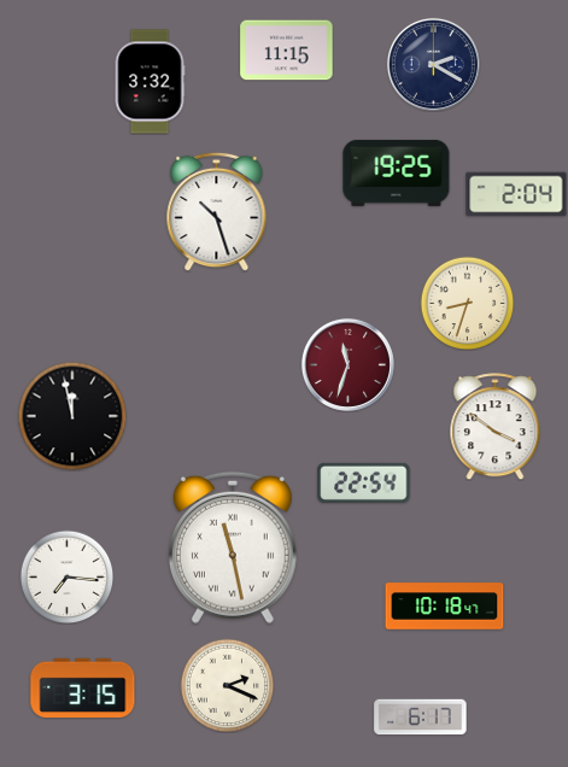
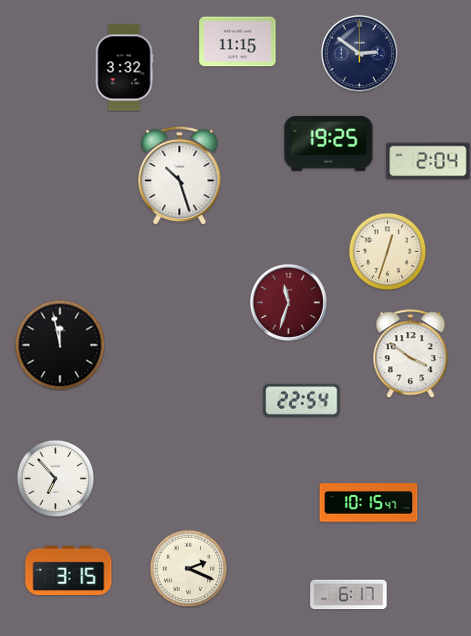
clock at (433, 64): 2:20 -> 2:51
clock at (467, 303): 8:33 -> 12:33
clock at (233, 548): 11:28 -> none
clock at (66, 576): 7:16 -> 6:53
clock at (445, 607): 10:18 -> 10:15
